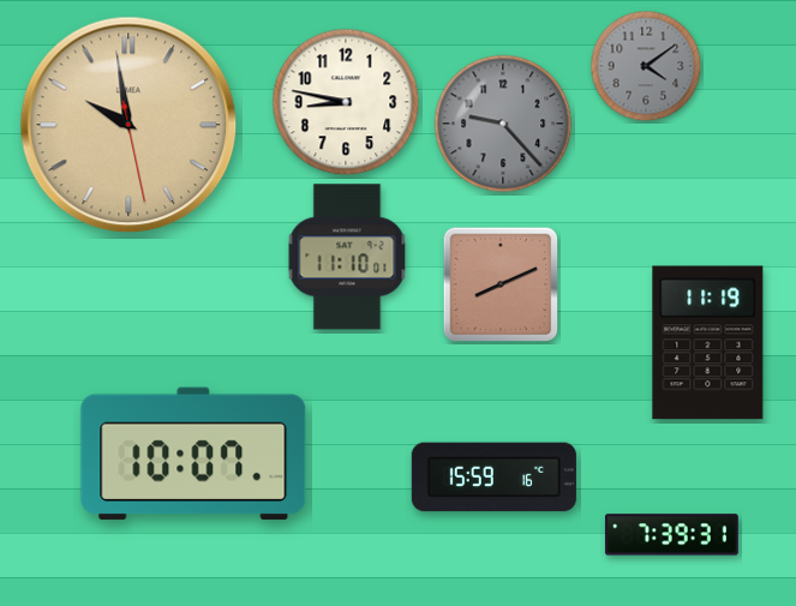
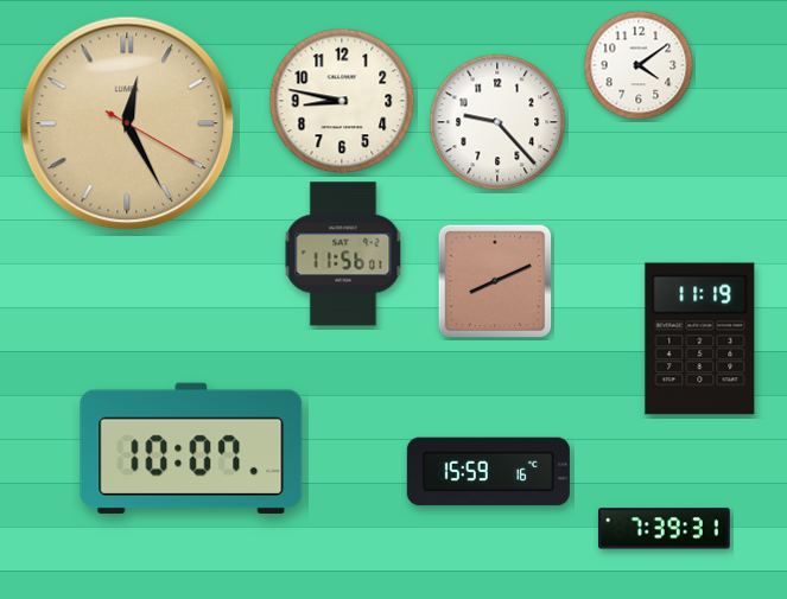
clock at (646, 66) dial: grey -> white
clock at (503, 124) dial: grey -> white
clock at (128, 125): 9:58 -> 12:25
clock at (347, 257): 11:10 -> 11:56
